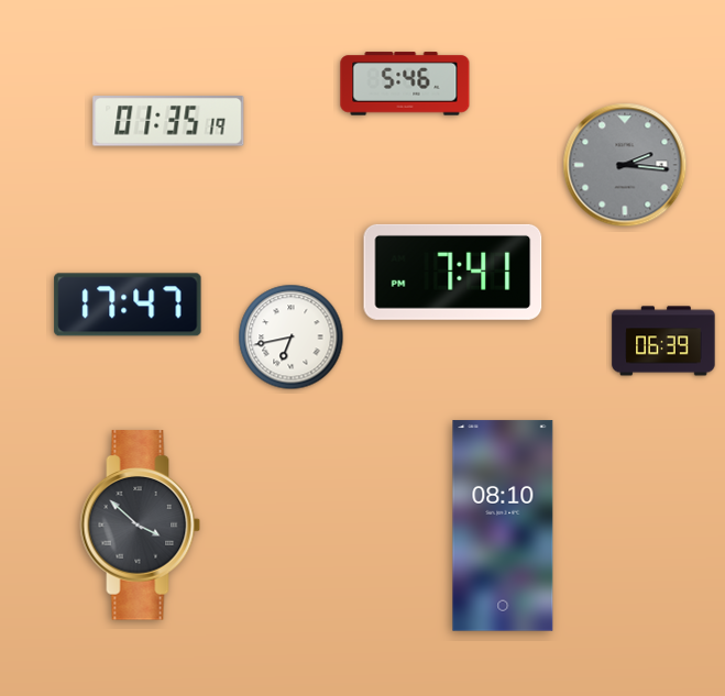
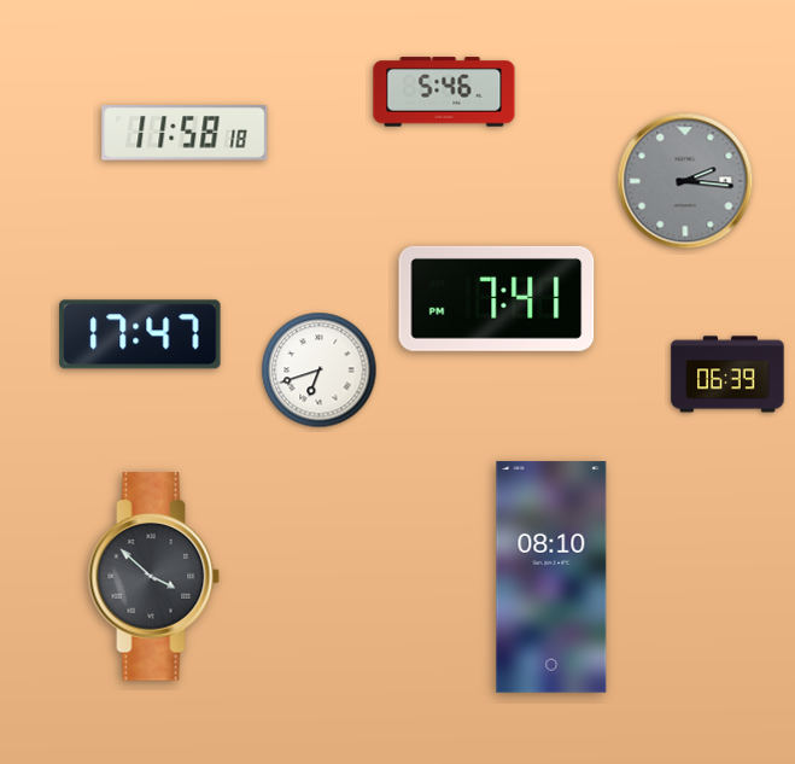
clock at (168, 121): 01:35 -> 11:58
clock at (292, 338): 6:43 -> 6:42
